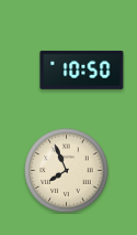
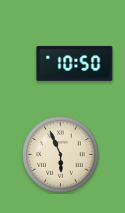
clock at (67, 171): 7:56 -> 5:56
